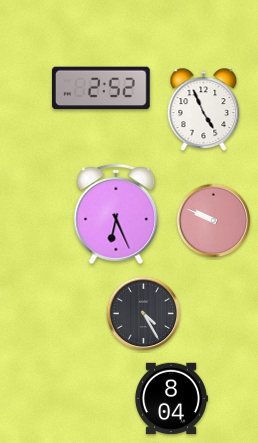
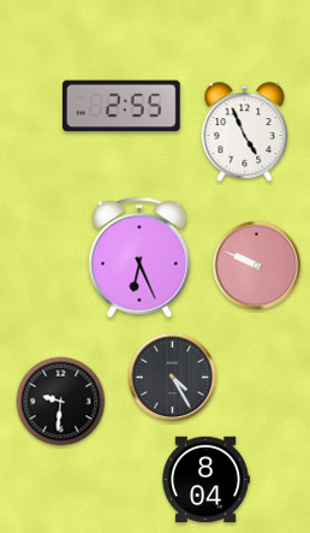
clock at (102, 88): 2:52 -> 2:55
clock at (61, 402): none -> 9:31
